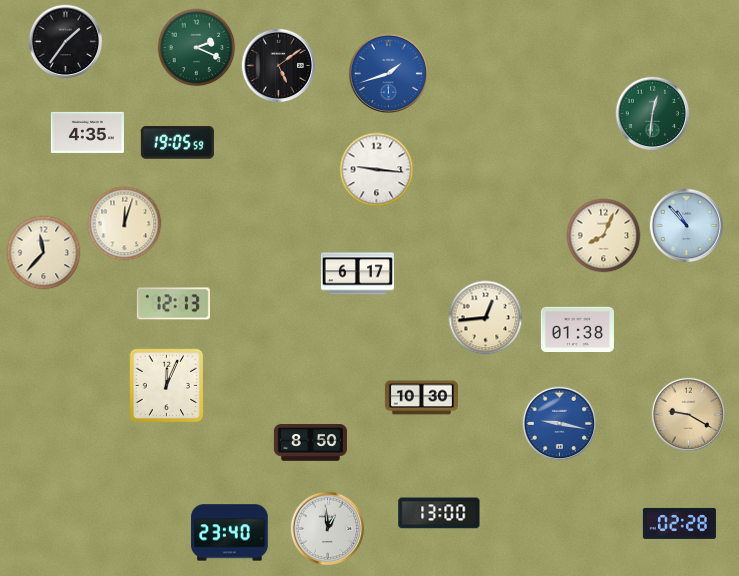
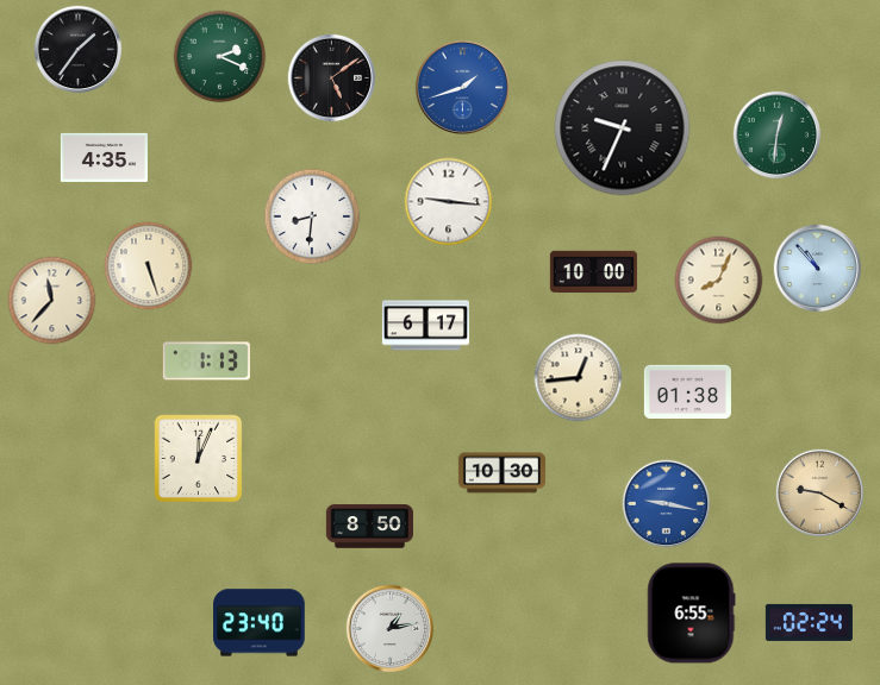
clock at (197, 48) position: (197, 48) -> (220, 57)
clock at (623, 128): none -> 9:34
clock at (177, 143): 19:05 -> none
clock at (312, 216): none -> 8:31
clock at (125, 224): 12:03 -> 5:27
clock at (593, 272): none -> 10:00
clock at (173, 304): 12:13 -> 1:13
clock at (439, 513): 13:00 -> none
clock at (692, 614): none -> 6:55
clock at (679, 523): 02:28 -> 02:24
clock at (328, 529): 12:59 -> 1:13
clock at (230, 533) position: (230, 533) -> (260, 623)
